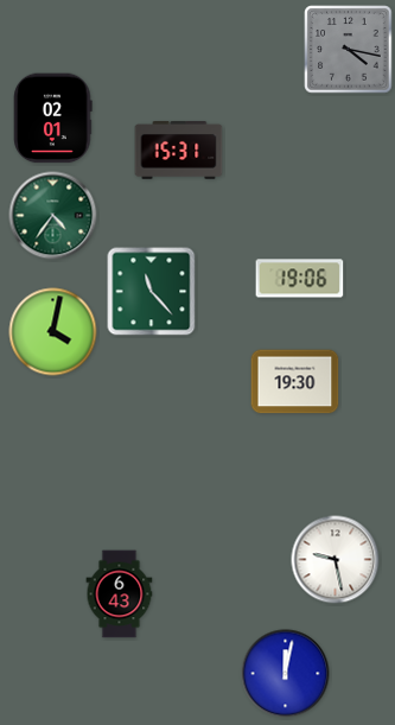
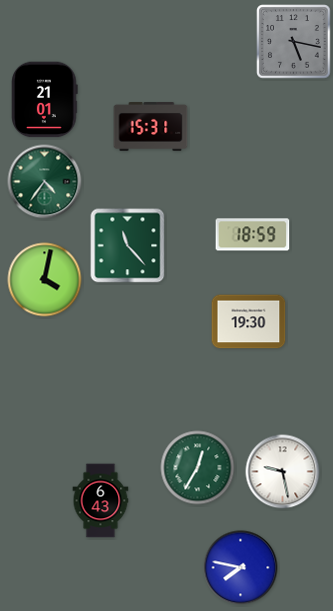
clock at (349, 50): 4:17 -> 5:17
clock at (53, 119): 02:01 -> 21:01
clock at (300, 279): 19:06 -> 18:59
clock at (198, 468): none -> 12:35
clock at (286, 674): 12:02 -> 7:47
